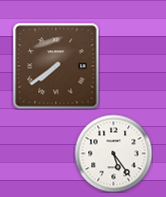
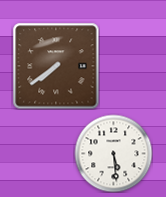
clock at (113, 153): 5:24 -> 5:29
